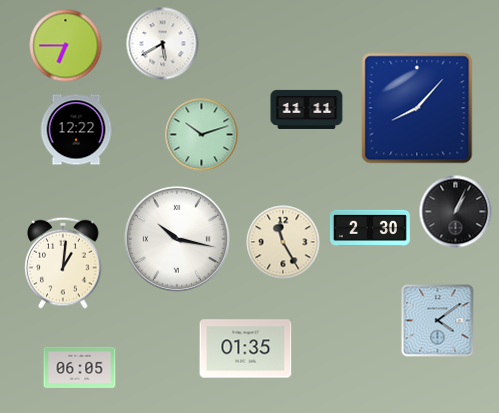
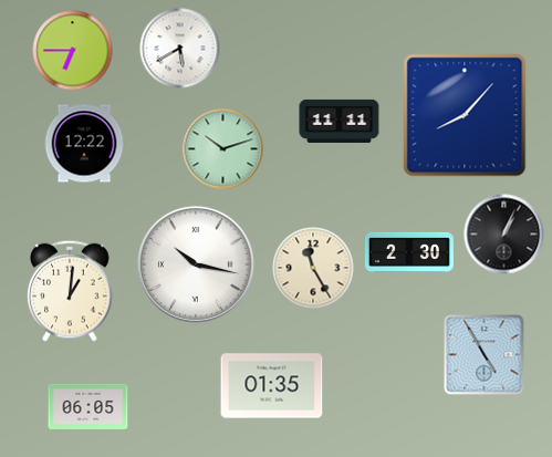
clock at (417, 108) position: (417, 108) -> (465, 115)
clock at (438, 321): 4:09 -> 4:55
